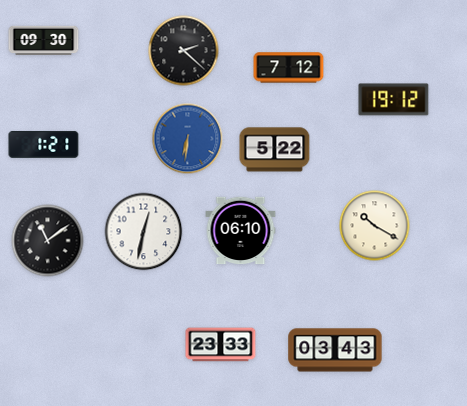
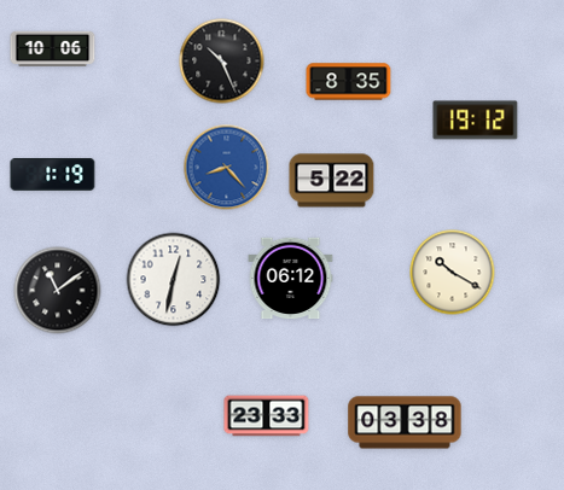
clock at (44, 41): 09:30 -> 10:06
clock at (184, 51): 2:22 -> 10:26
clock at (289, 68): 7:12 -> 8:35
clock at (188, 139): 6:31 -> 8:23
clock at (44, 145): 1:21 -> 1:19
clock at (241, 231): 06:10 -> 06:12
clock at (335, 350): 03:43 -> 03:38
